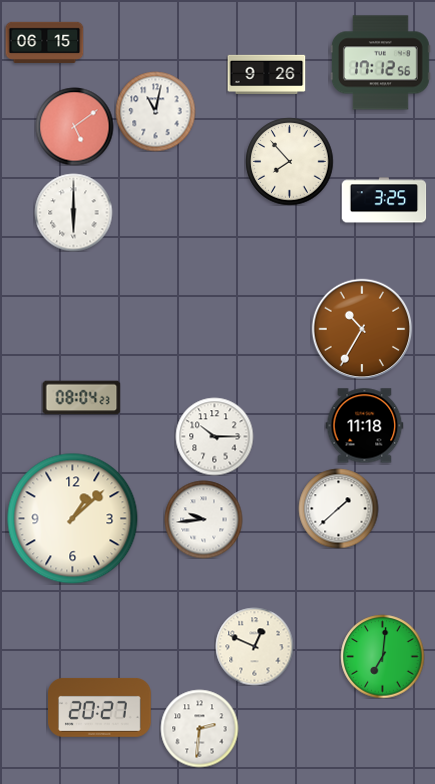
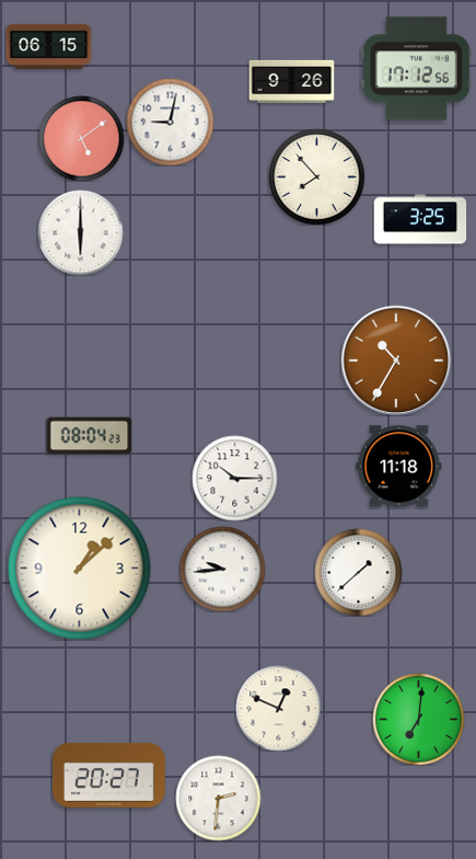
clock at (155, 111): 11:02 -> 9:02
clock at (338, 508) position: (338, 508) -> (358, 572)
